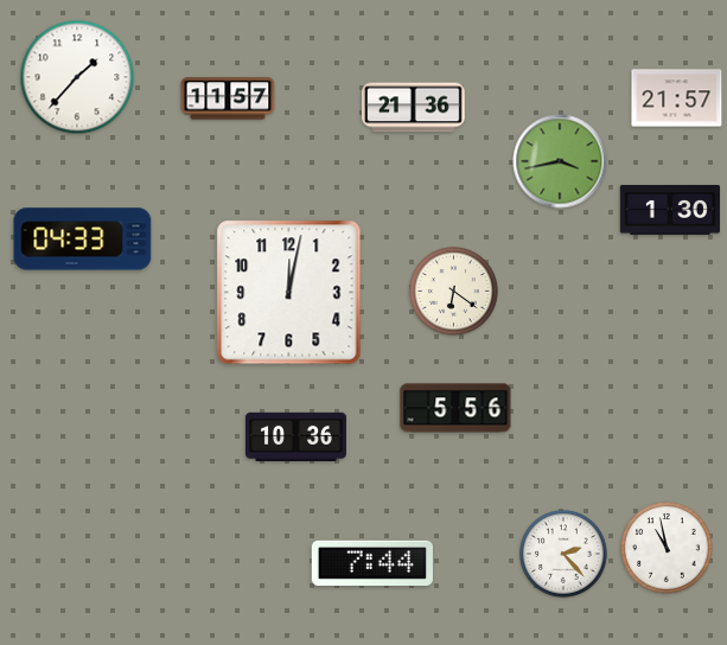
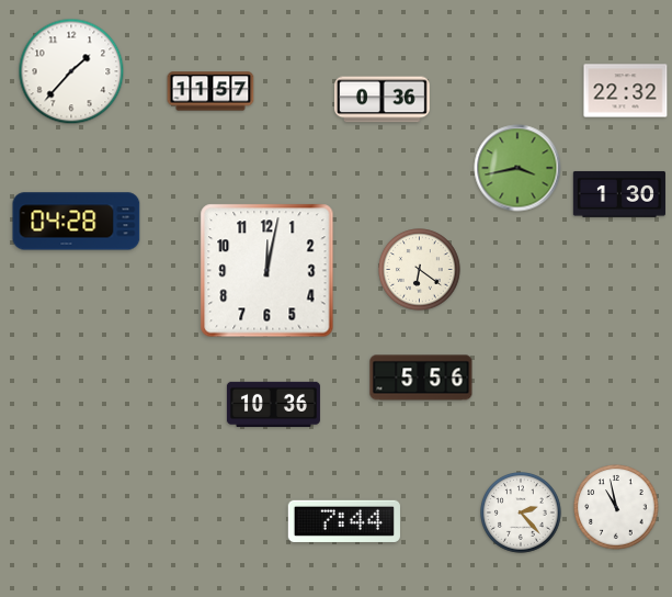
clock at (677, 98): 21:57 -> 22:32
clock at (414, 108): 21:36 -> 0:36
clock at (560, 161) position: (560, 161) -> (517, 168)
clock at (83, 240): 04:33 -> 04:28
